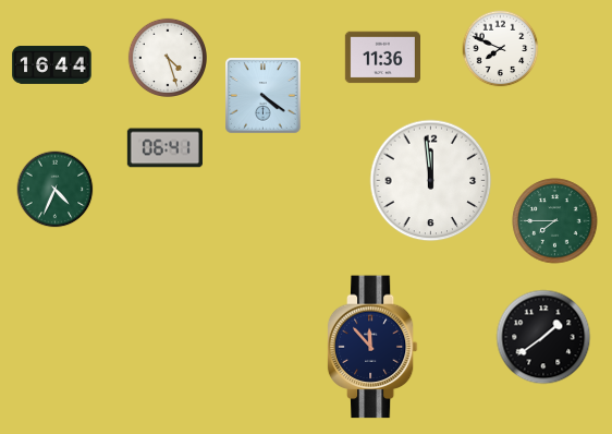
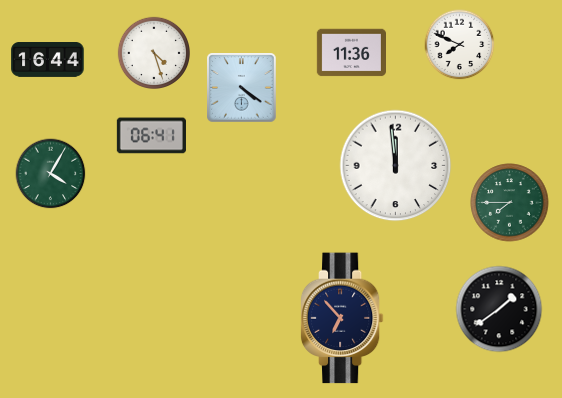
clock at (56, 190): 4:34 -> 4:05
clock at (372, 347): 11:53 -> 6:53
